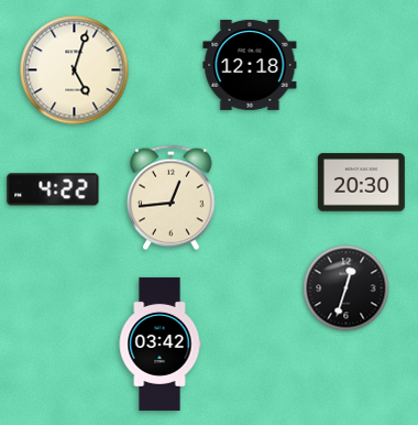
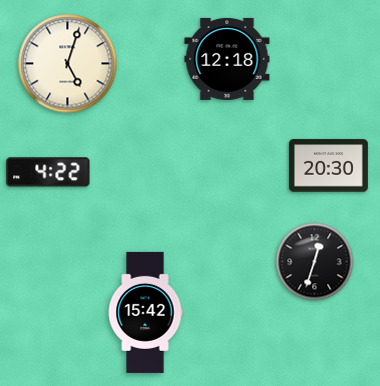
clock at (172, 198): 12:44 -> none
clock at (159, 344): 03:42 -> 15:42
